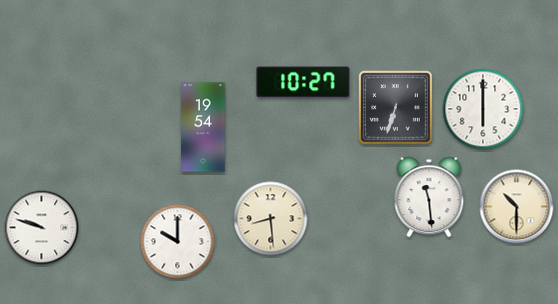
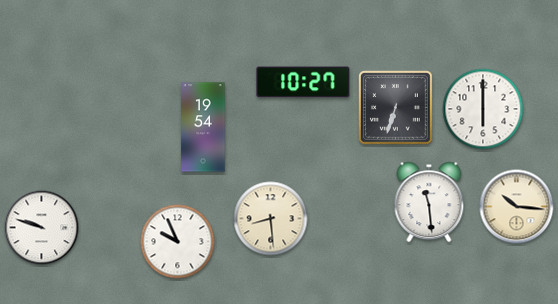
clock at (429, 197) position: (429, 197) -> (429, 202)
clock at (517, 207): 10:30 -> 10:16
clock at (178, 242): 10:00 -> 9:56
